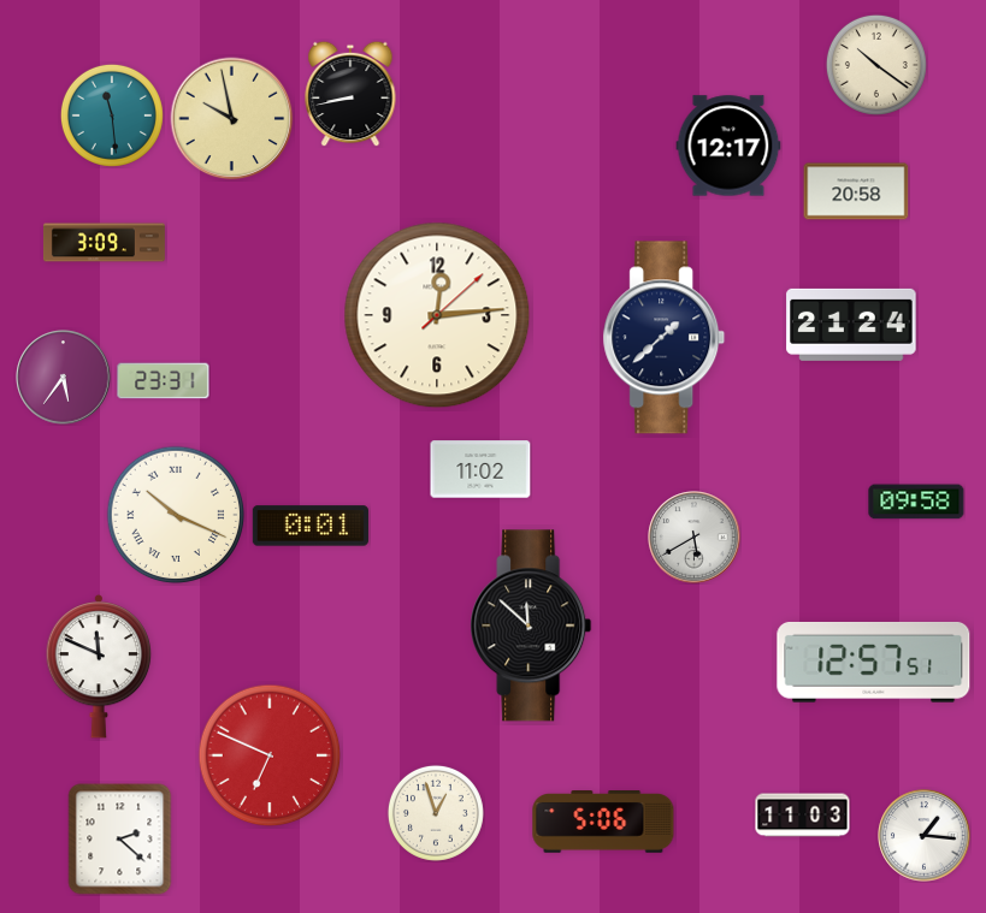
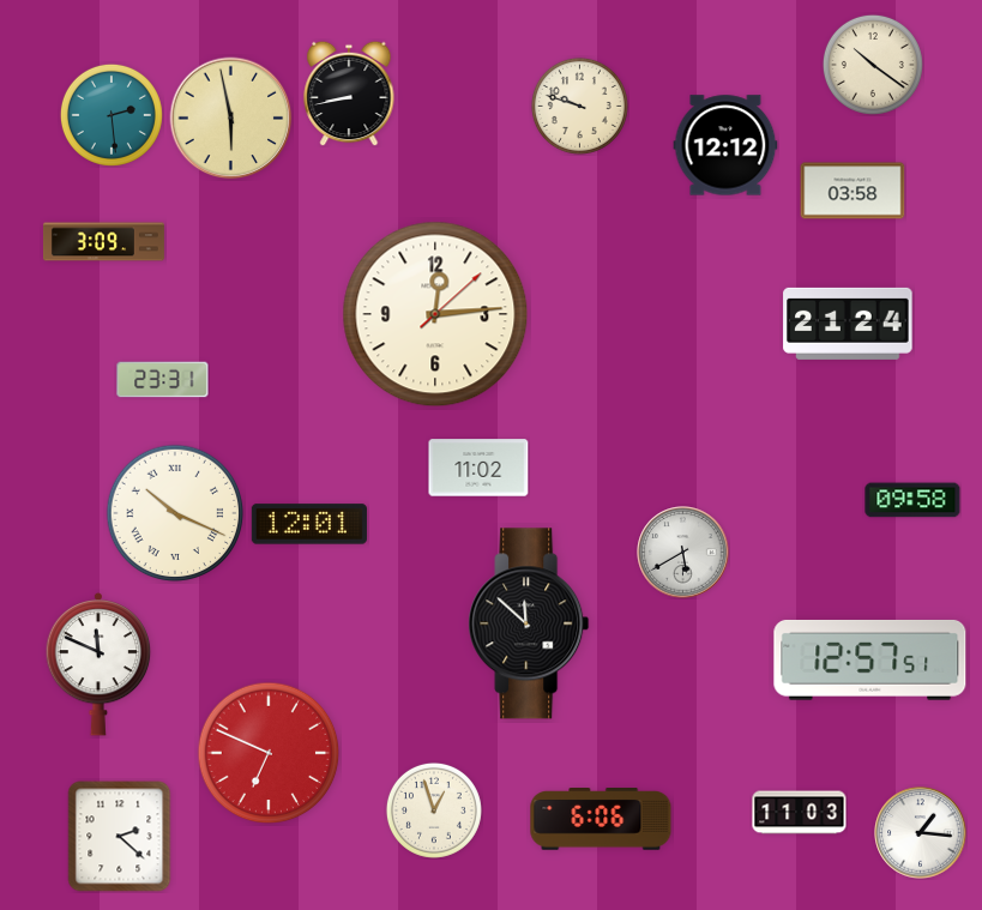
clock at (579, 106): none -> 9:48
clock at (112, 115): 11:29 -> 2:29
clock at (232, 119): 9:58 -> 5:58
clock at (728, 146): 12:17 -> 12:12
clock at (856, 191): 20:58 -> 03:58
clock at (665, 338): 1:38 -> none
clock at (64, 378): 5:36 -> none
clock at (311, 526): 0:01 -> 12:01
clock at (695, 538) position: (695, 538) -> (683, 553)
clock at (603, 822): 5:06 -> 6:06
